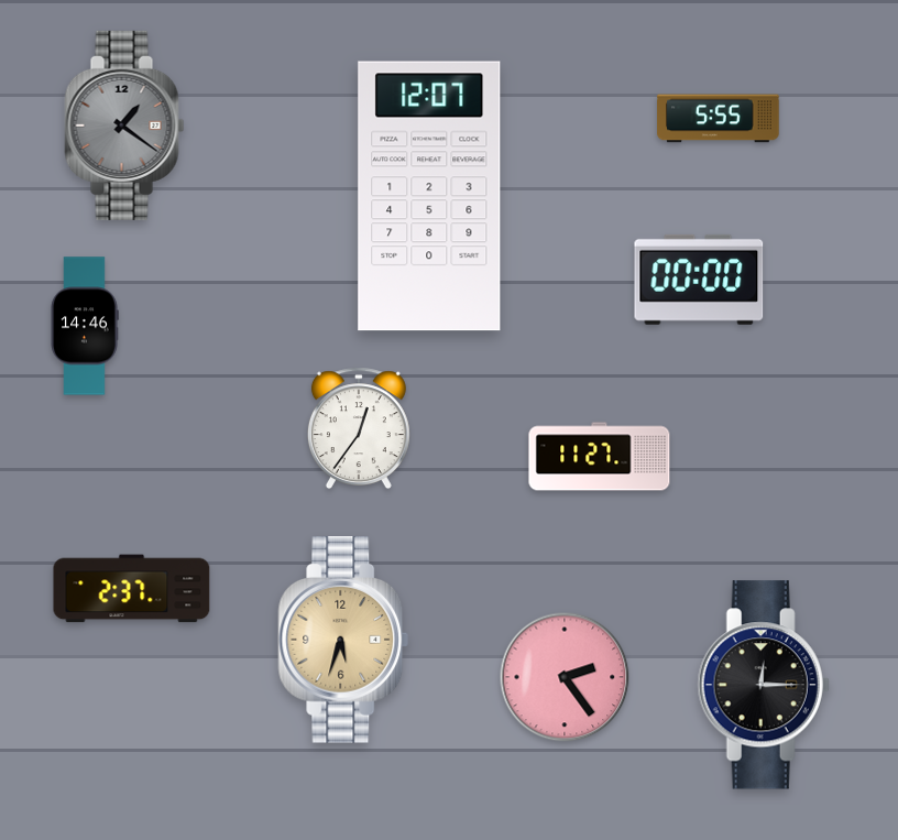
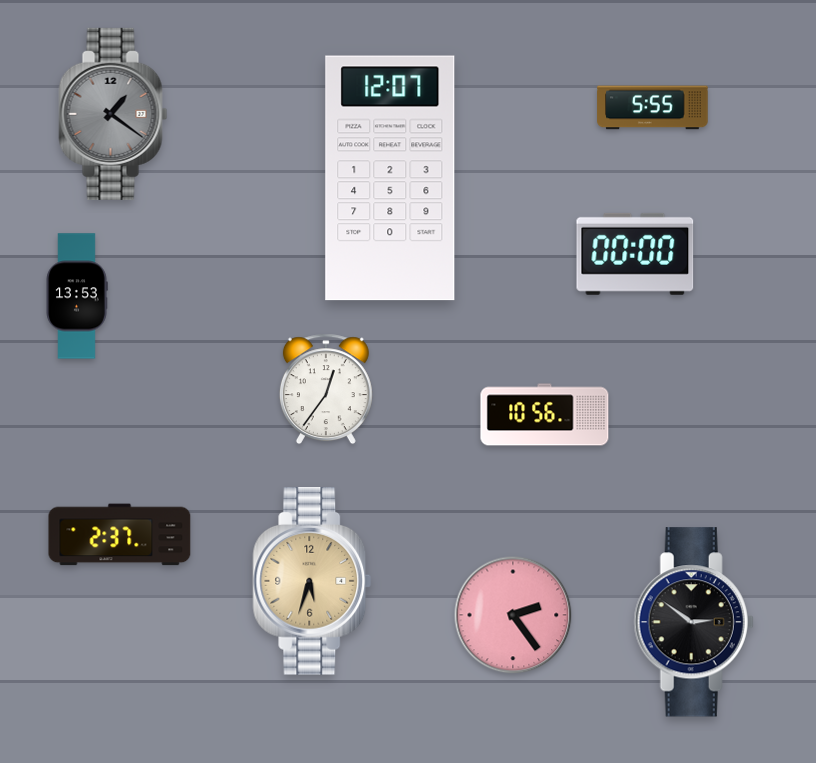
clock at (85, 326): 14:46 -> 13:53
clock at (600, 457): 11:27 -> 10:56
clock at (764, 685): 12:15 -> 2:51
